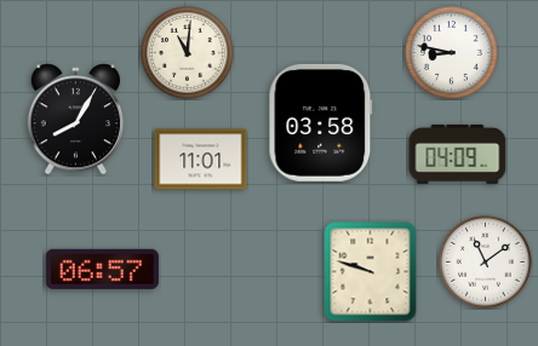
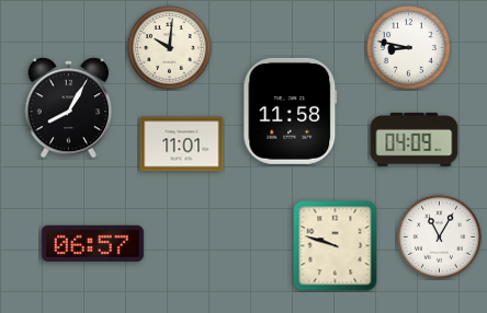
clock at (188, 53): 11:01 -> 10:01
clock at (321, 122): 03:58 -> 11:58
clock at (486, 263): 11:09 -> 11:05
